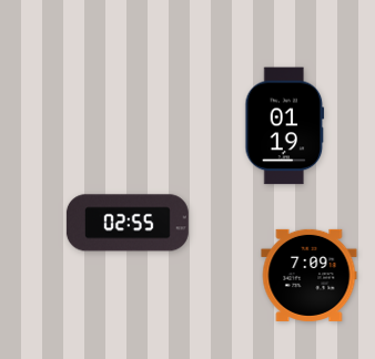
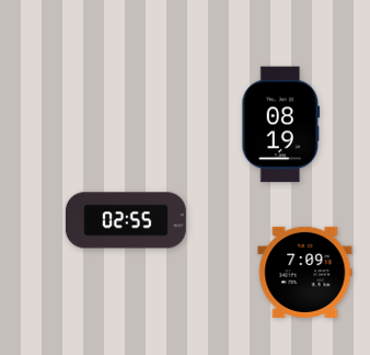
clock at (285, 126): 01:19 -> 08:19
